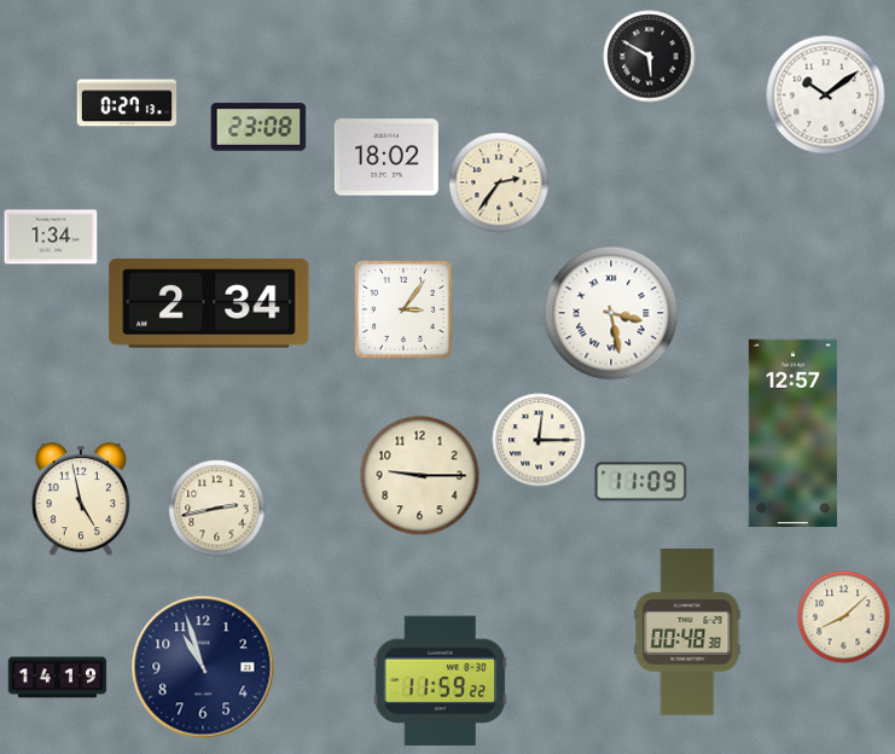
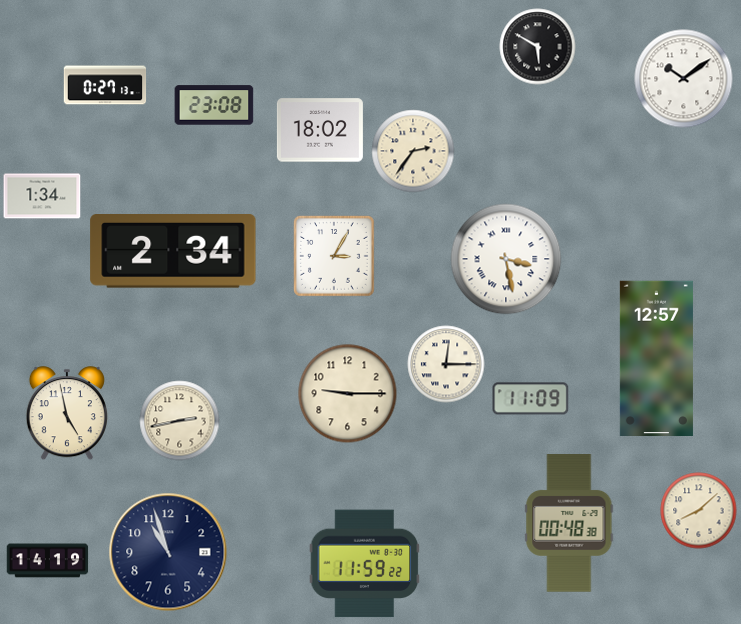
clock at (405, 311): 3:06 -> 3:05
